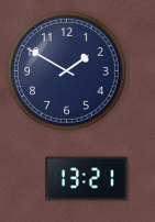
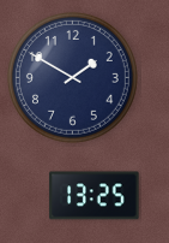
clock at (87, 179): 13:21 -> 13:25
